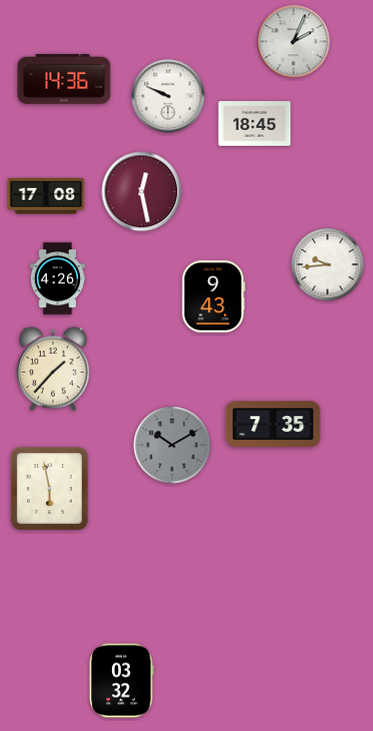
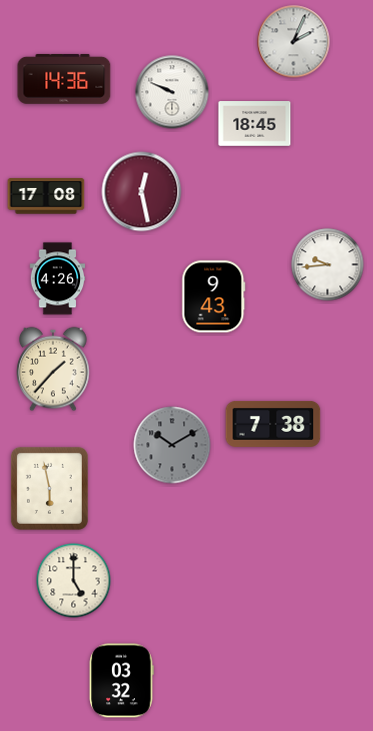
clock at (168, 96) position: (168, 96) -> (172, 92)
clock at (273, 424): 7:35 -> 7:38
clock at (74, 581): none -> 5:00
